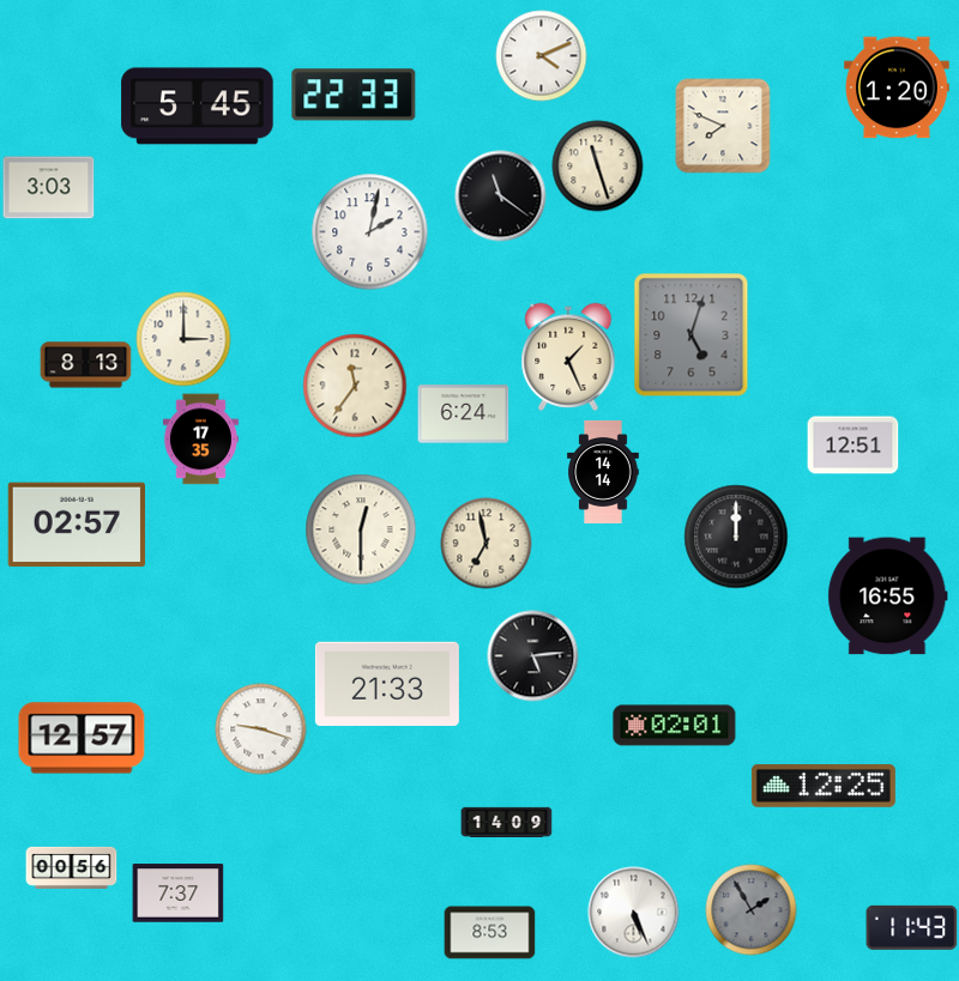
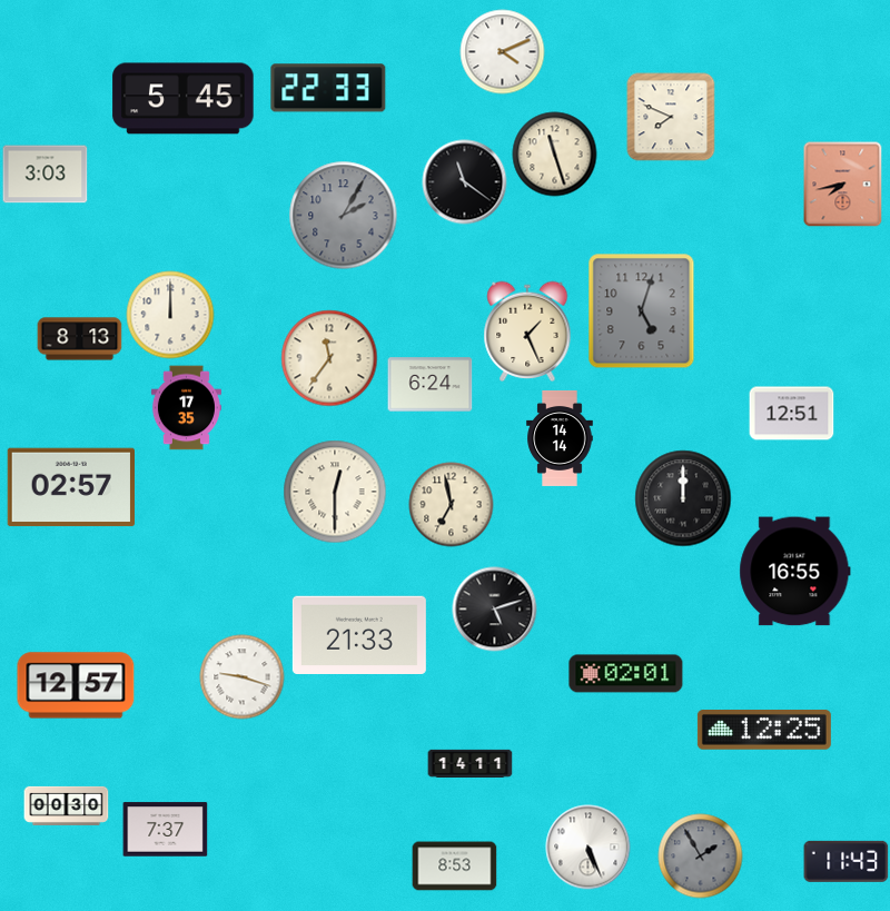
clock at (897, 87): 1:20 -> none
clock at (843, 185): none -> 7:43
clock at (370, 232): 2:02 -> 2:05
clock at (370, 232) dial: white -> grey
clock at (183, 339): 3:00 -> 12:00
clock at (888, 597) position: (888, 597) -> (795, 572)
clock at (533, 656): 5:14 -> 5:12
clock at (507, 822): 14:09 -> 14:11
clock at (72, 867): 00:56 -> 00:30
clock at (752, 910) position: (752, 910) -> (701, 856)
